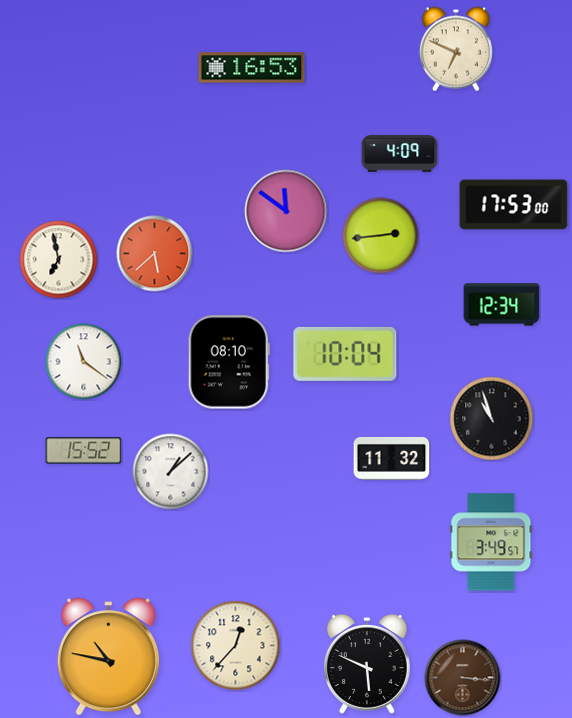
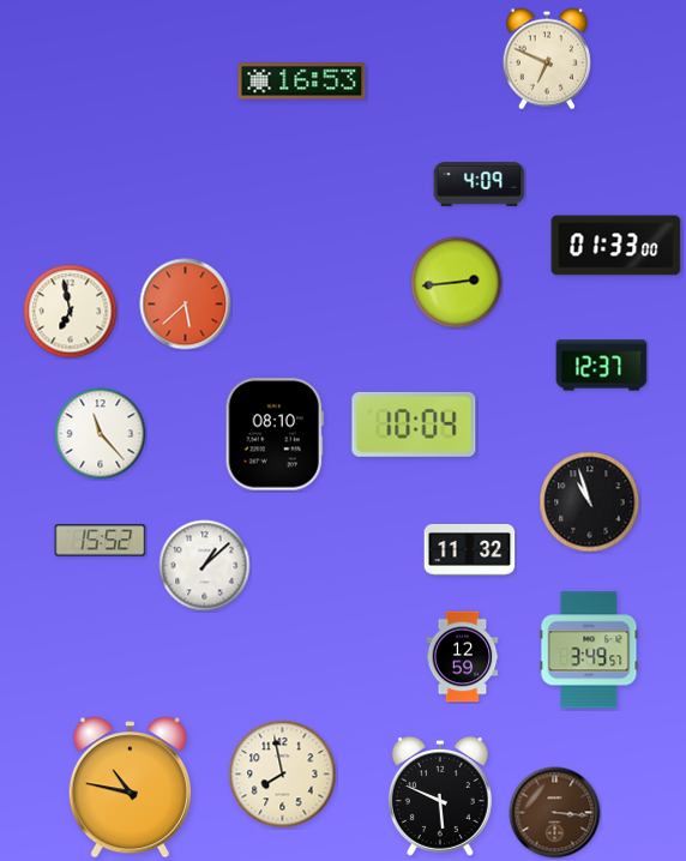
clock at (514, 205): 17:53 -> 01:33
clock at (286, 211): 11:51 -> none
clock at (502, 305): 12:34 -> 12:37
clock at (84, 362): 11:21 -> 11:23
clock at (463, 657): none -> 12:59
clock at (236, 646): 12:37 -> 7:58
